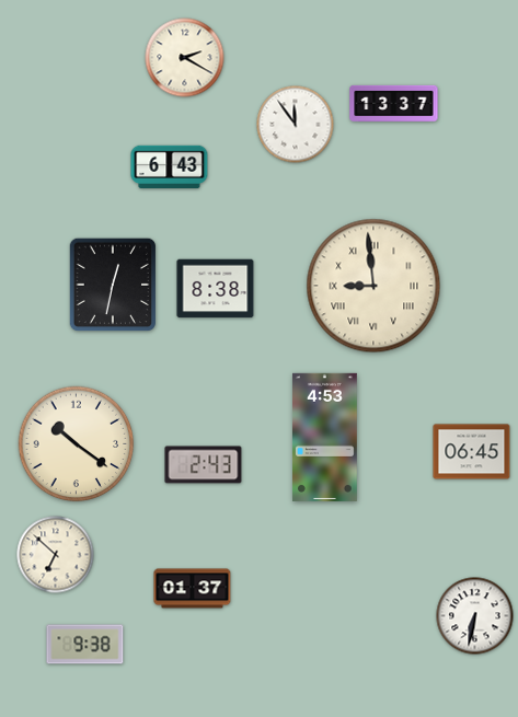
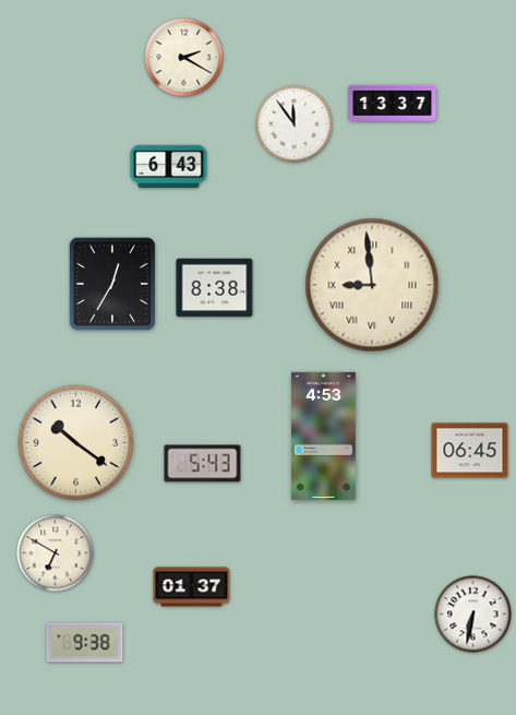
clock at (113, 285): 12:32 -> 12:35
clock at (204, 465): 2:43 -> 5:43
clock at (56, 555): 6:52 -> 6:50
